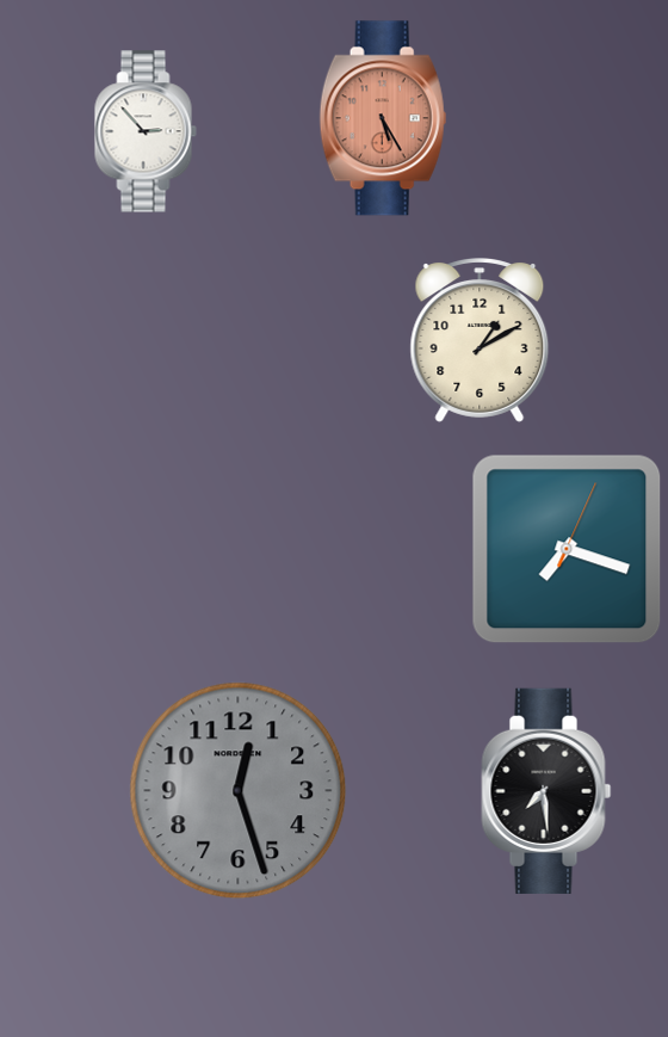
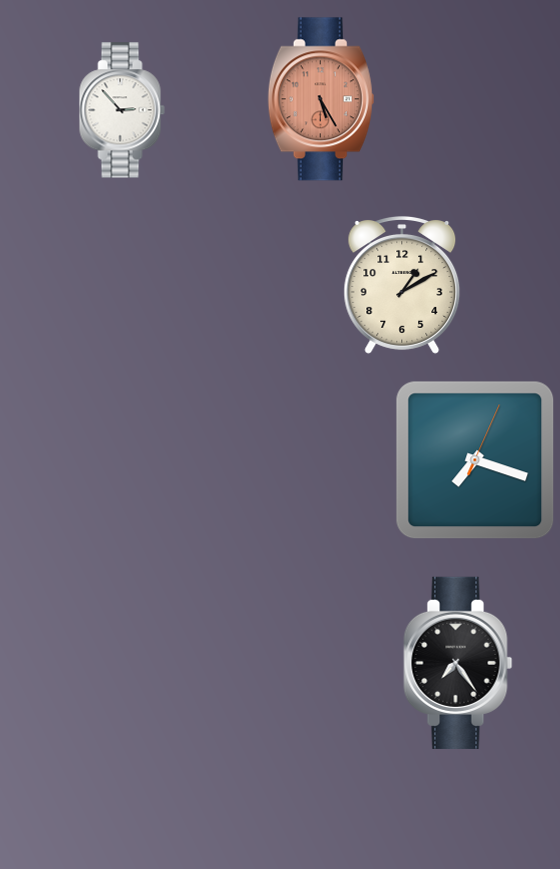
clock at (239, 791): 12:27 -> none
clock at (546, 791): 7:29 -> 7:24
